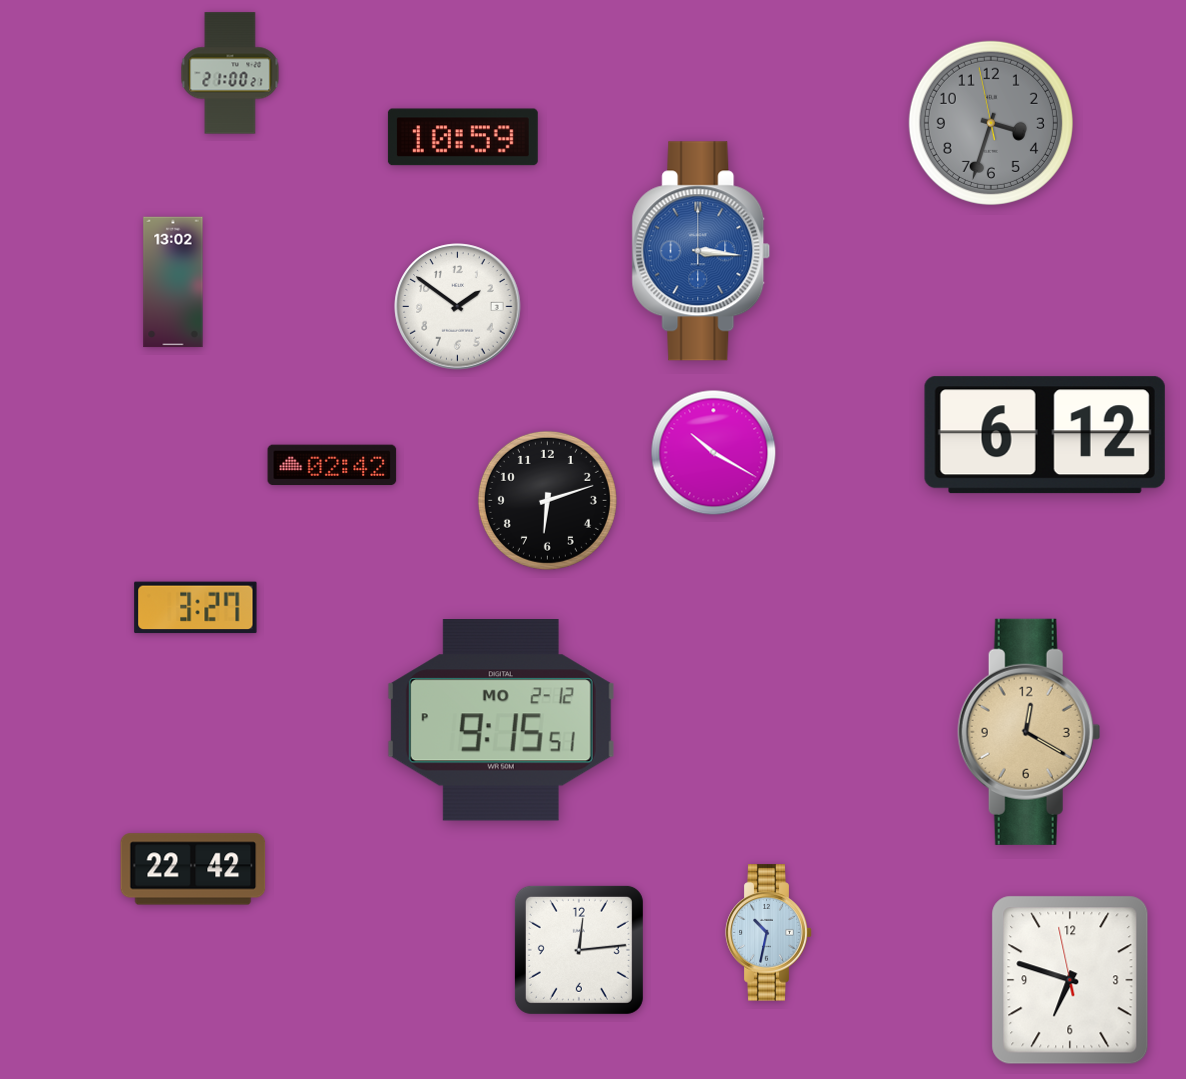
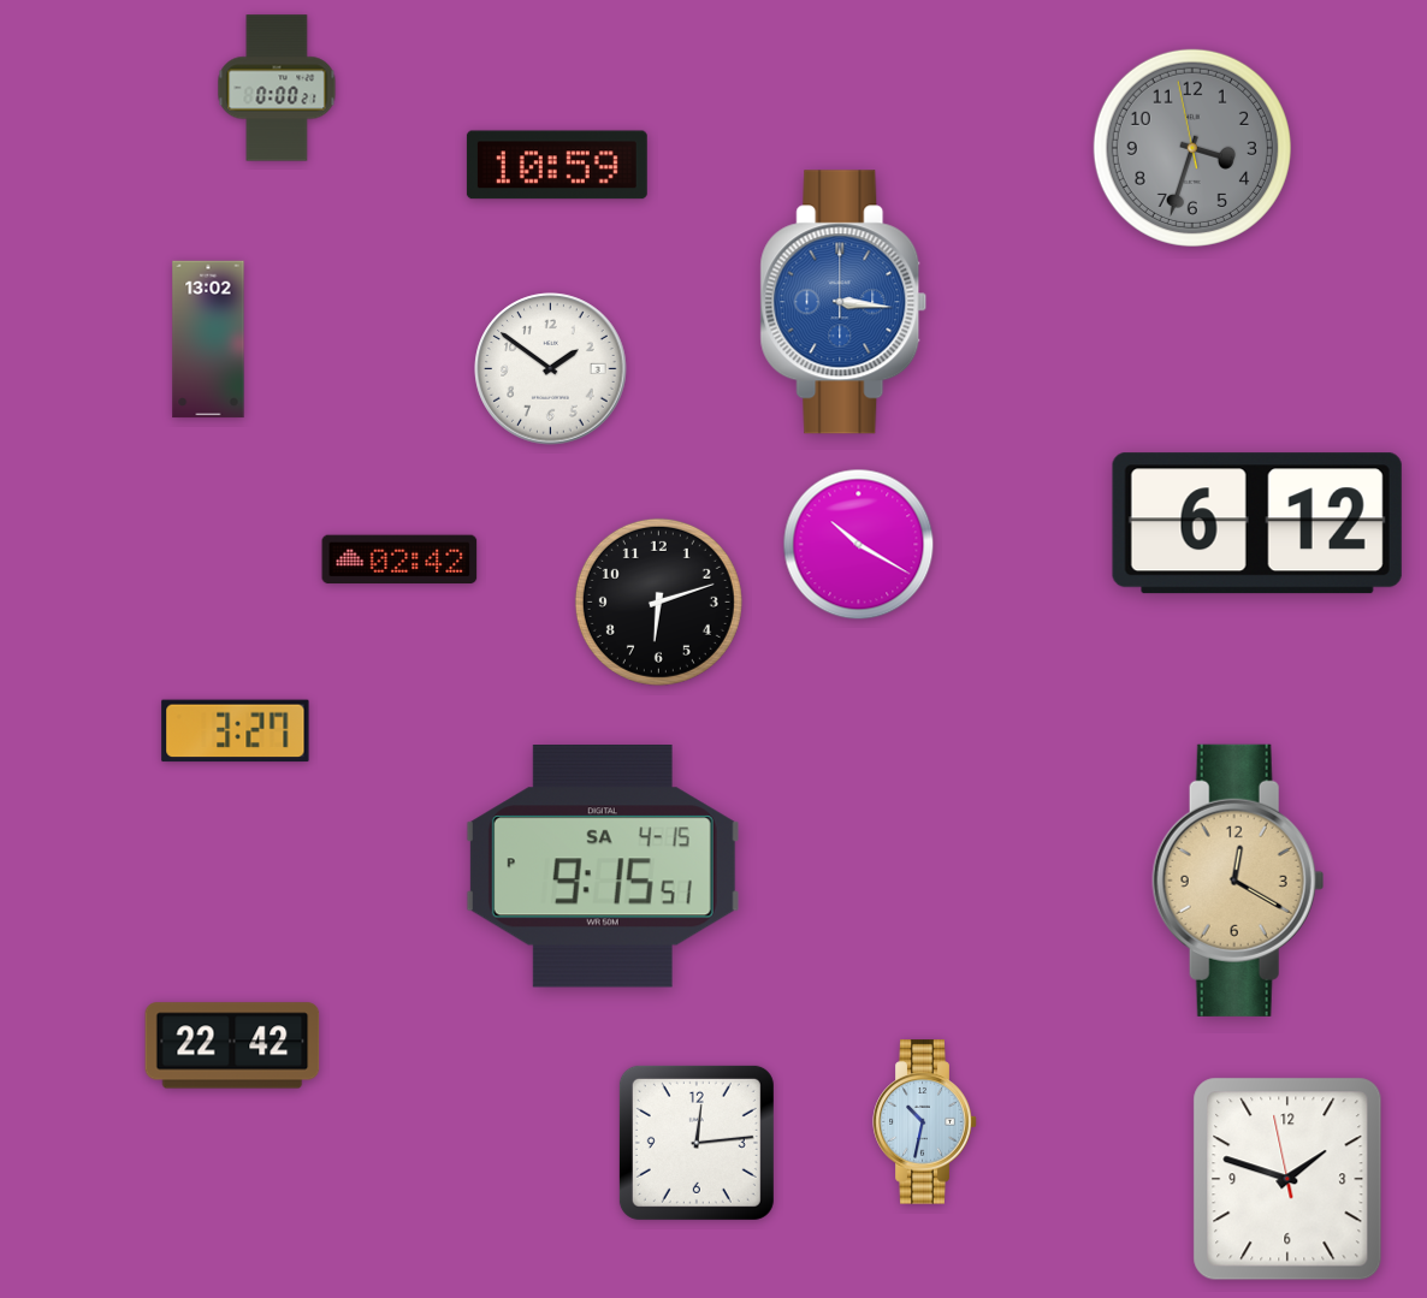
clock at (230, 73): 21:00 -> 0:00
clock at (501, 721) date: MO 2-12 -> SA 4-15
clock at (1070, 980): 6:47 -> 1:47
